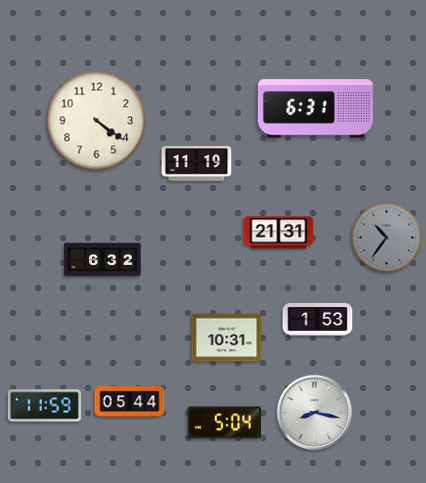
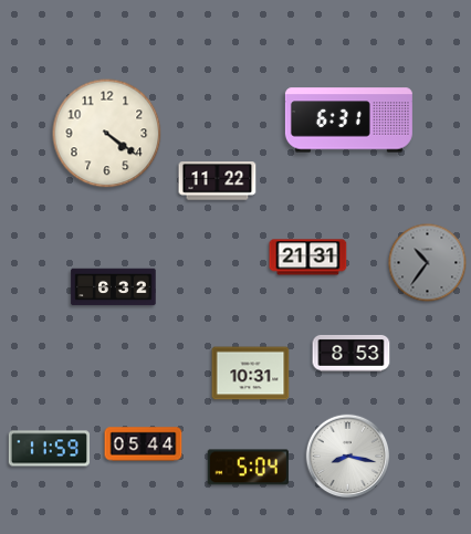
clock at (197, 164): 11:19 -> 11:22
clock at (318, 319): 1:53 -> 8:53
